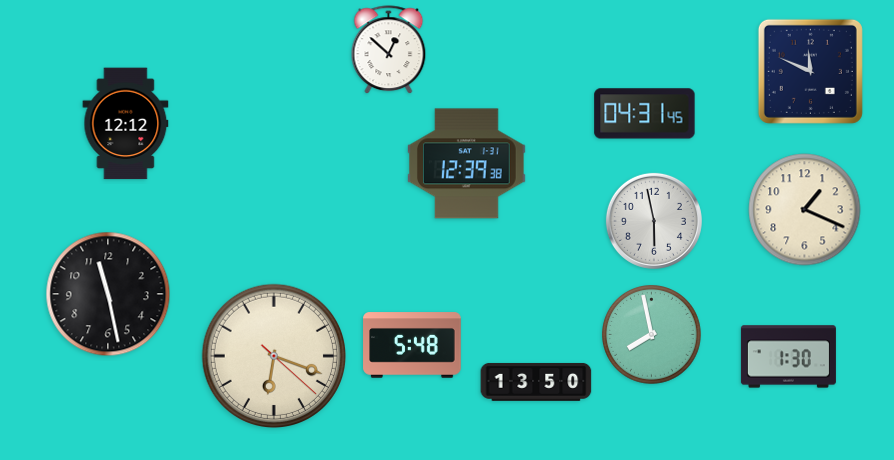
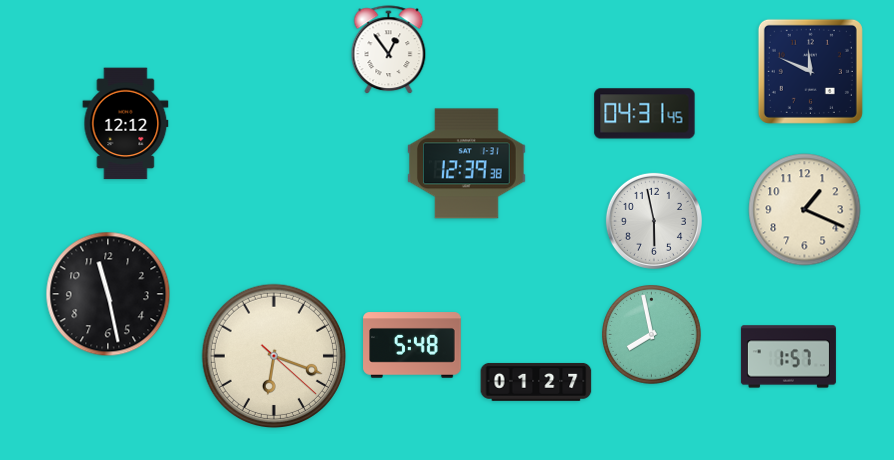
clock at (389, 50): 12:52 -> 12:54
clock at (788, 357): 1:30 -> 1:57
clock at (536, 382): 13:50 -> 01:27
